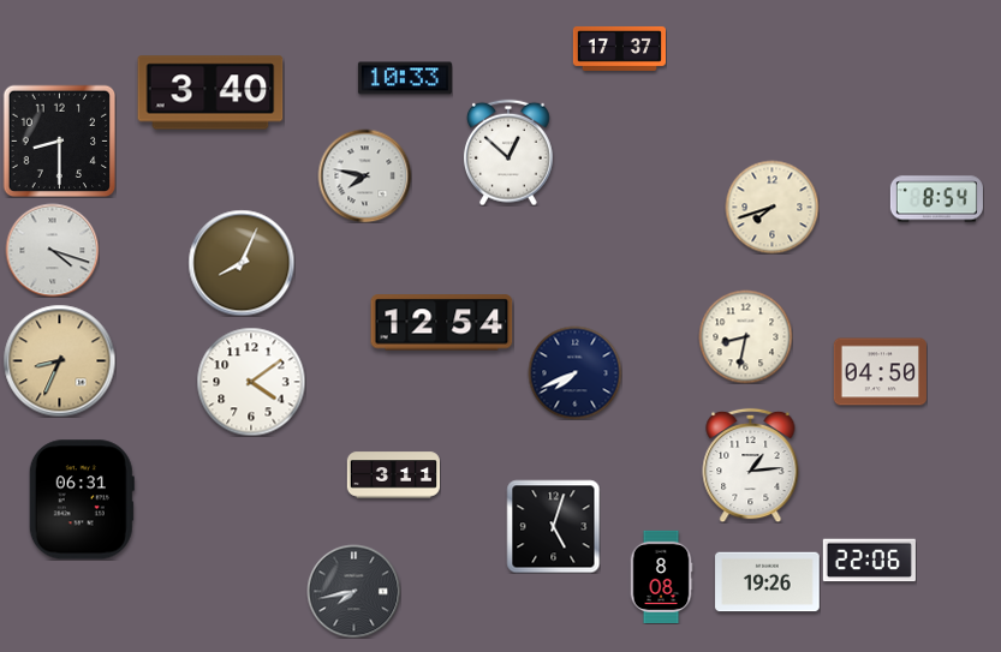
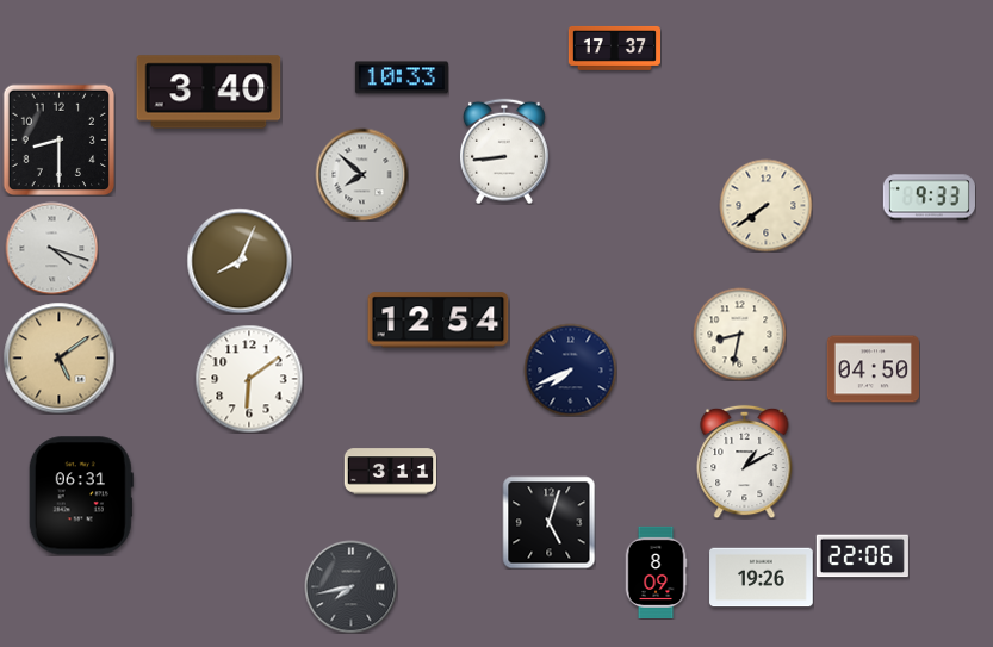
clock at (508, 152): 12:52 -> 8:44
clock at (364, 175): 7:47 -> 7:52
clock at (936, 199): 8:54 -> 9:33
clock at (771, 207): 7:42 -> 7:39
clock at (59, 360): 8:34 -> 5:09
clock at (251, 382): 4:09 -> 6:09
clock at (751, 465): 1:14 -> 1:10
clock at (661, 576): 8:08 -> 8:09
